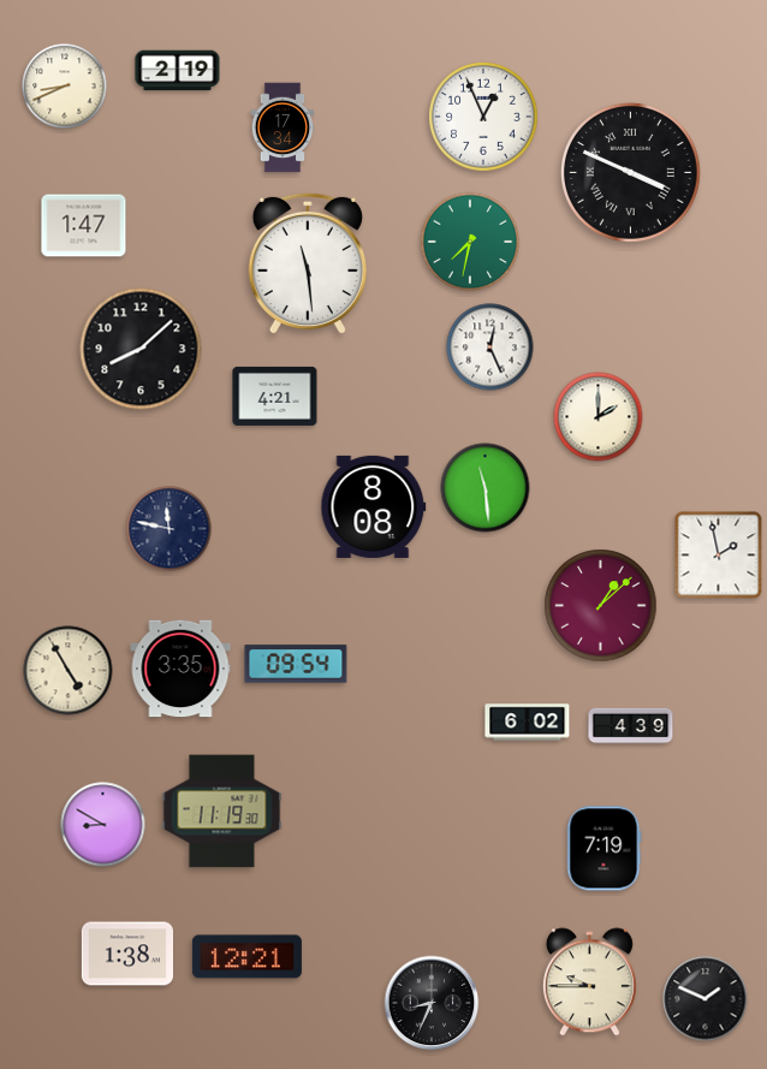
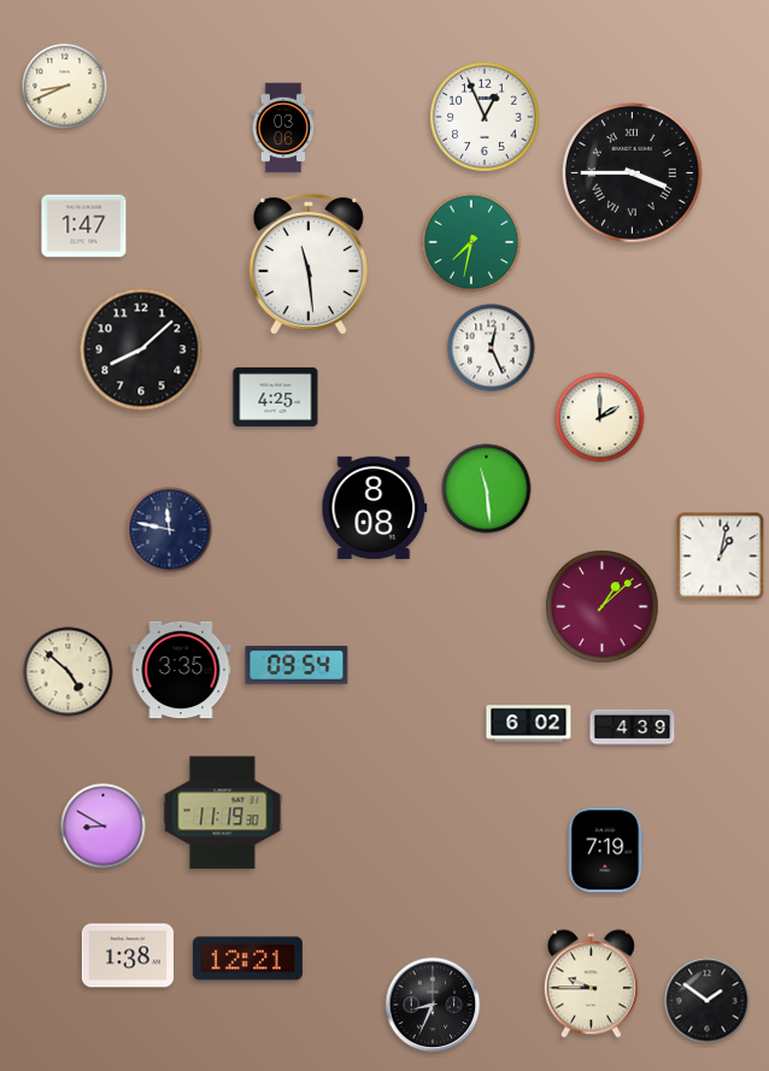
clock at (178, 71): 2:19 -> none
clock at (283, 127): 17:34 -> 03:06
clock at (631, 173): 3:49 -> 3:45
clock at (275, 396): 4:21 -> 4:25
clock at (719, 556): 1:58 -> 1:02
clock at (69, 671): 4:55 -> 4:52
clock at (706, 999): 1:49 -> 1:51
